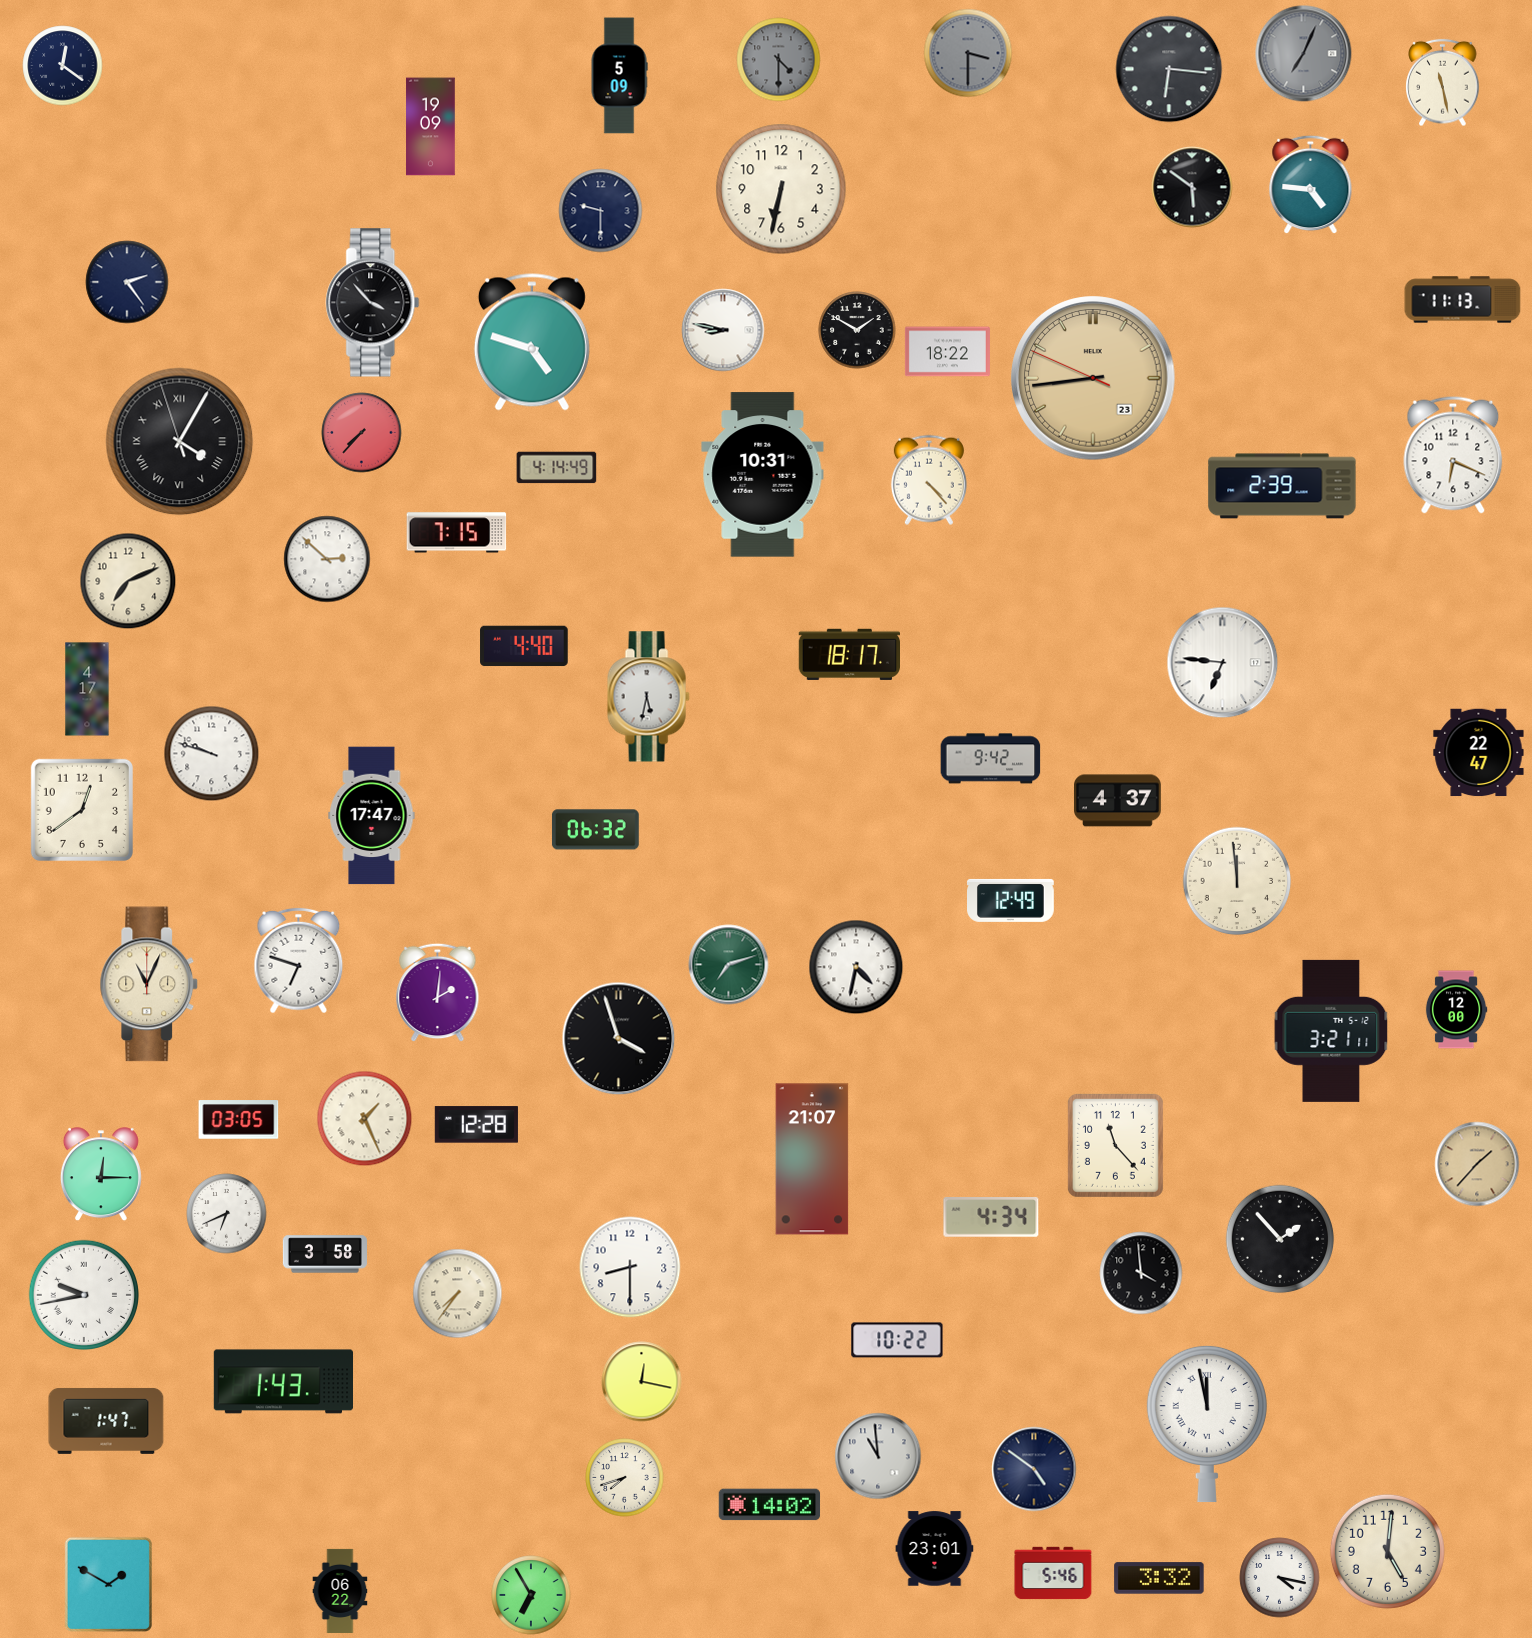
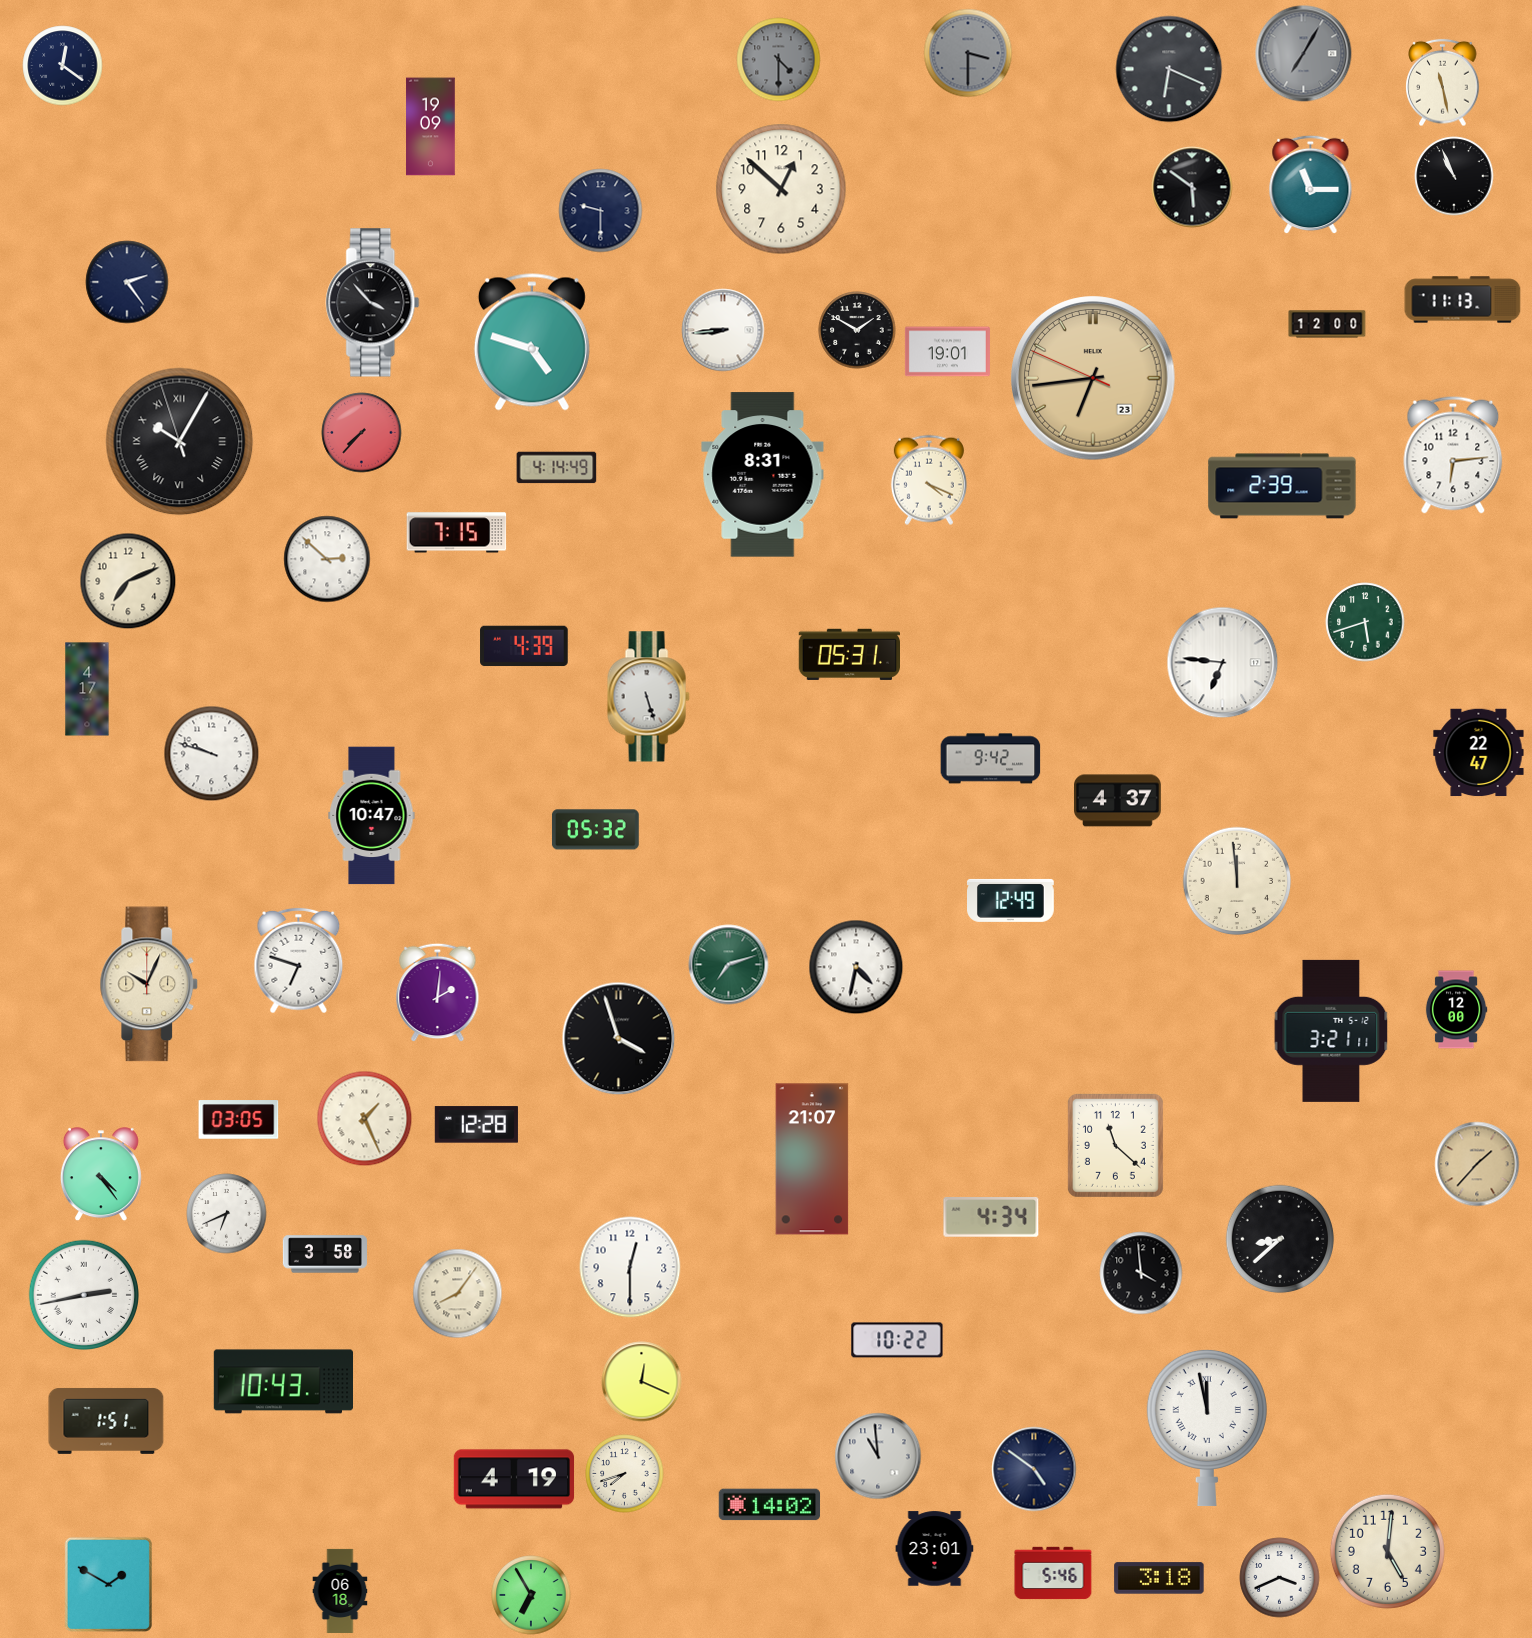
clock at (1304, 54): 7:04 -> 7:05
clock at (1169, 69): 6:16 -> 6:19
clock at (619, 76): 5:09 -> none
clock at (1454, 176): none -> 10:56
clock at (1311, 185): 4:46 -> 11:15
clock at (781, 189): 6:32 -> 12:52
clock at (1327, 324): none -> 12:00
clock at (723, 330): 8:47 -> 8:44
clock at (947, 352): 18:22 -> 19:01
clock at (1093, 378): 8:43 -> 6:43
clock at (180, 442): 4:04 -> 10:04
clock at (1453, 455): 6:19 -> 6:14
clock at (763, 475): 10:31 -> 8:31
clock at (929, 480): 4:23 -> 4:19
clock at (1365, 622): none -> 5:42
clock at (524, 646): 4:40 -> 4:39
clock at (849, 654): 18:17 -> 05:31
clock at (648, 697): 5:32 -> 5:27
clock at (82, 810): 12:39 -> none
clock at (372, 816): 17:47 -> 10:47
clock at (595, 830): 06:32 -> 05:32
clock at (149, 984): 11:04 -> 10:04
clock at (1115, 1145): 11:23 -> 11:22
clock at (101, 1175): 12:15 -> 4:24
clock at (1280, 1239): 1:53 -> 8:38
clock at (630, 1267): 8:30 -> 12:30
clock at (458, 1294): 7:36 -> 8:06
clock at (84, 1295): 9:43 -> 2:43
clock at (283, 1382): 1:43 -> 10:43
clock at (642, 1382): 12:17 -> 12:19
clock at (106, 1421): 1:47 -> 1:51
clock at (1207, 1424) position: (1207, 1424) -> (1207, 1428)
clock at (625, 1478) position: (625, 1478) -> (625, 1474)
clock at (514, 1479): none -> 4:19
clock at (1159, 1578): 3:32 -> 3:18
clock at (1280, 1578): 4:17 -> 3:41
clock at (340, 1591): 06:22 -> 06:18
